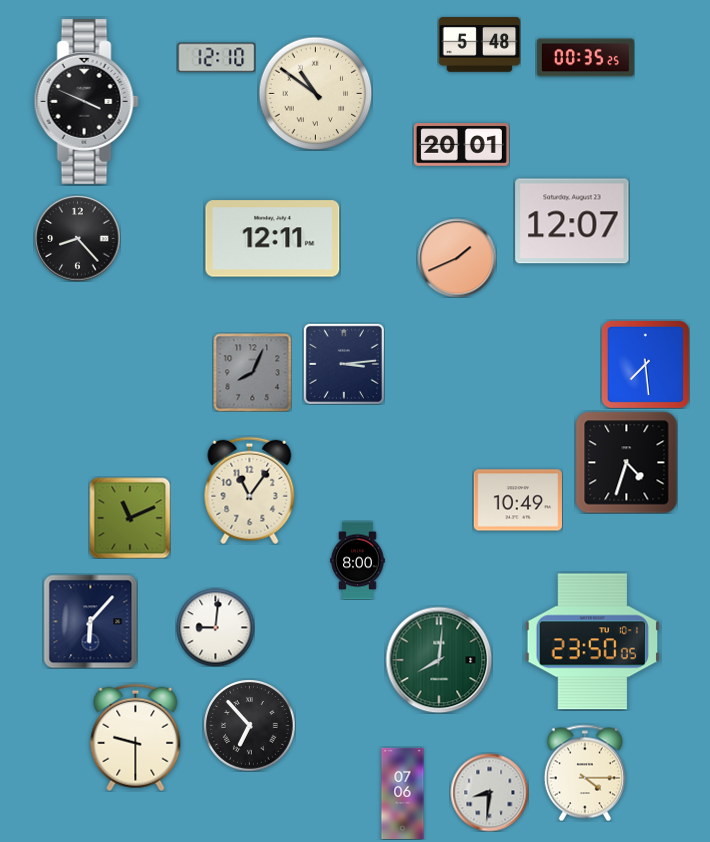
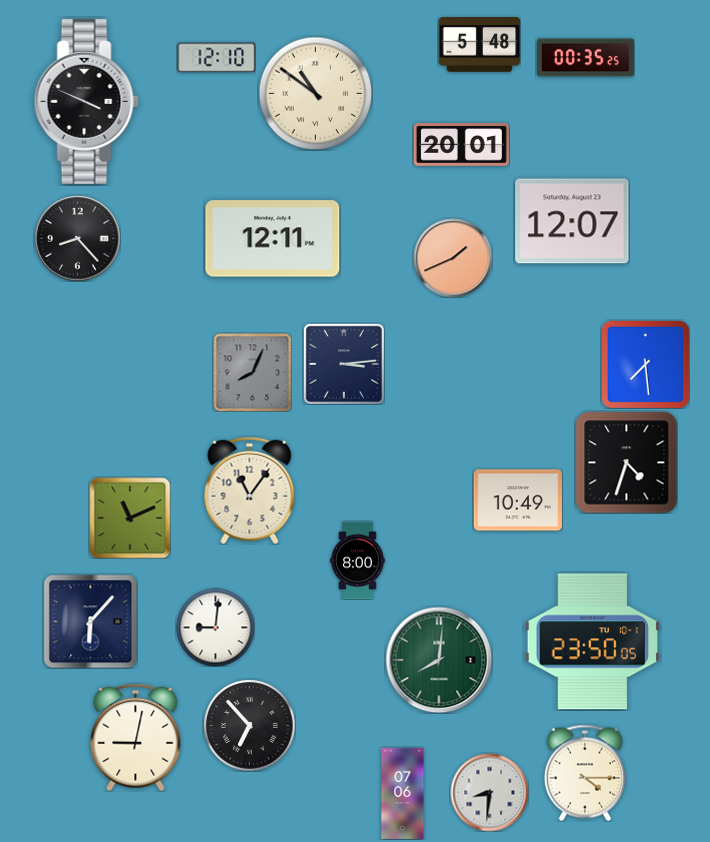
clock at (457, 258) position: (457, 258) -> (453, 258)
clock at (136, 737): 9:30 -> 9:02
